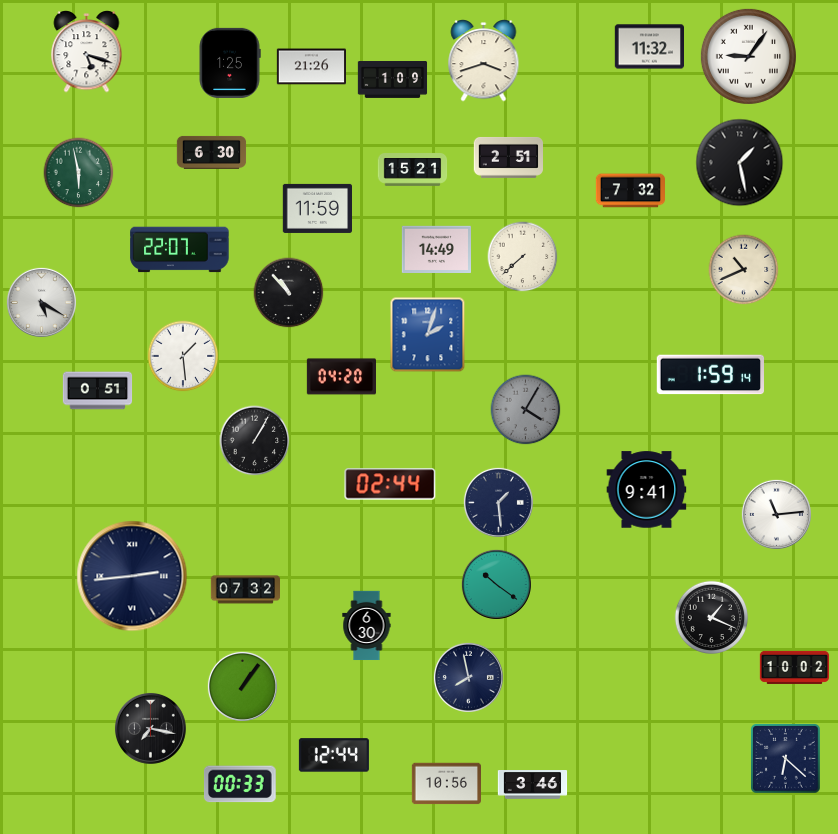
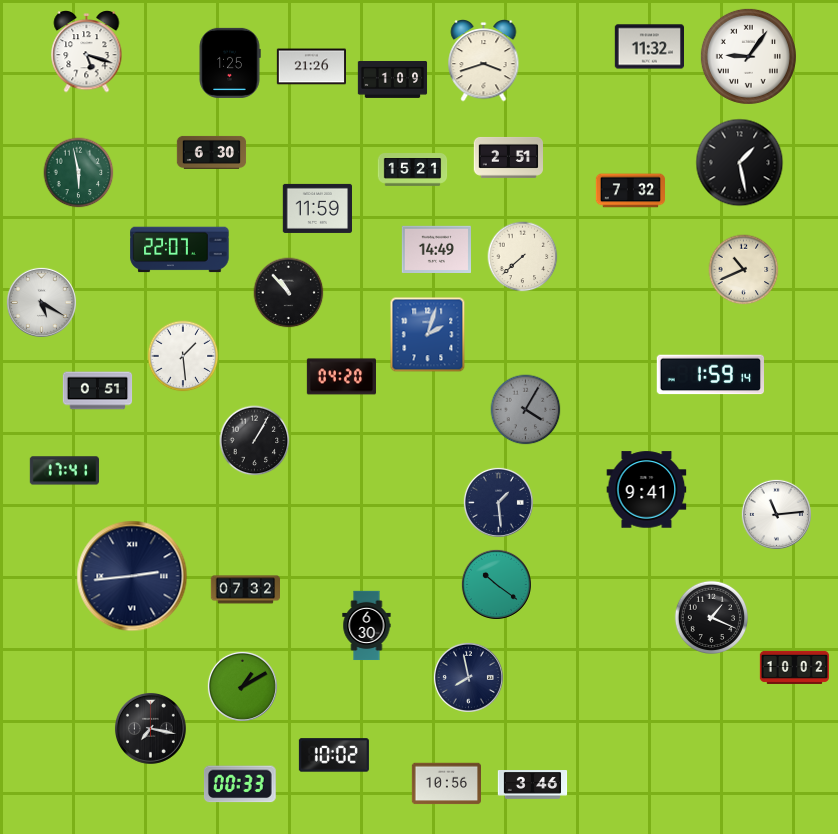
clock at (64, 471): none -> 17:41
clock at (390, 484): 02:44 -> none
clock at (242, 686): 1:06 -> 1:10
clock at (334, 755): 12:44 -> 10:02
clock at (786, 759): 6:22 -> none
